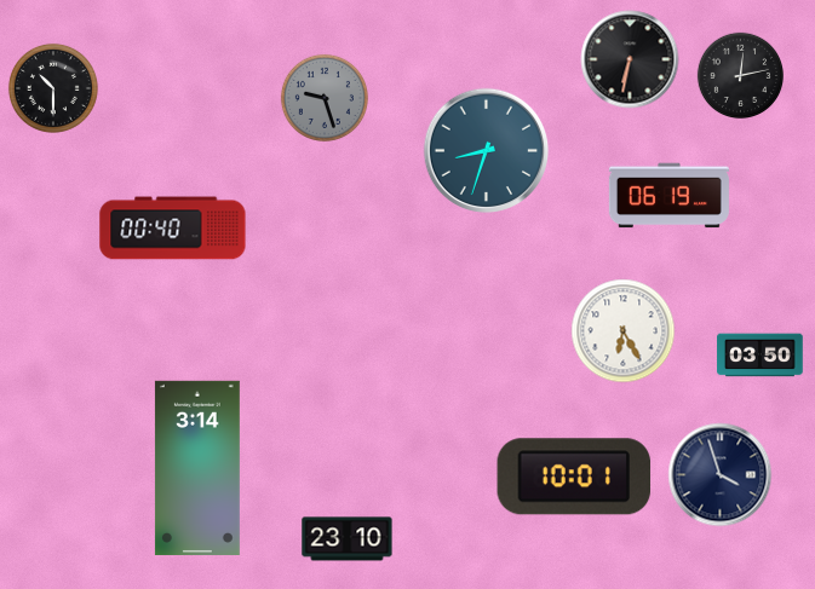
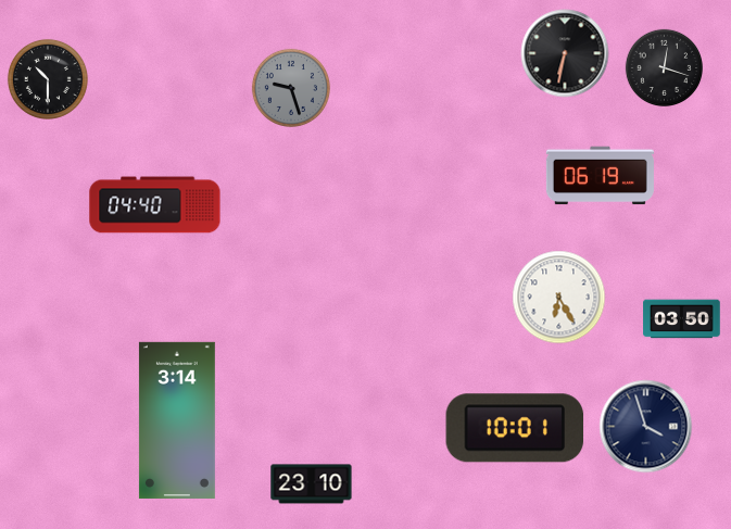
clock at (740, 75): 12:13 -> 12:18
clock at (487, 151): 8:33 -> none
clock at (173, 229): 00:40 -> 04:40
